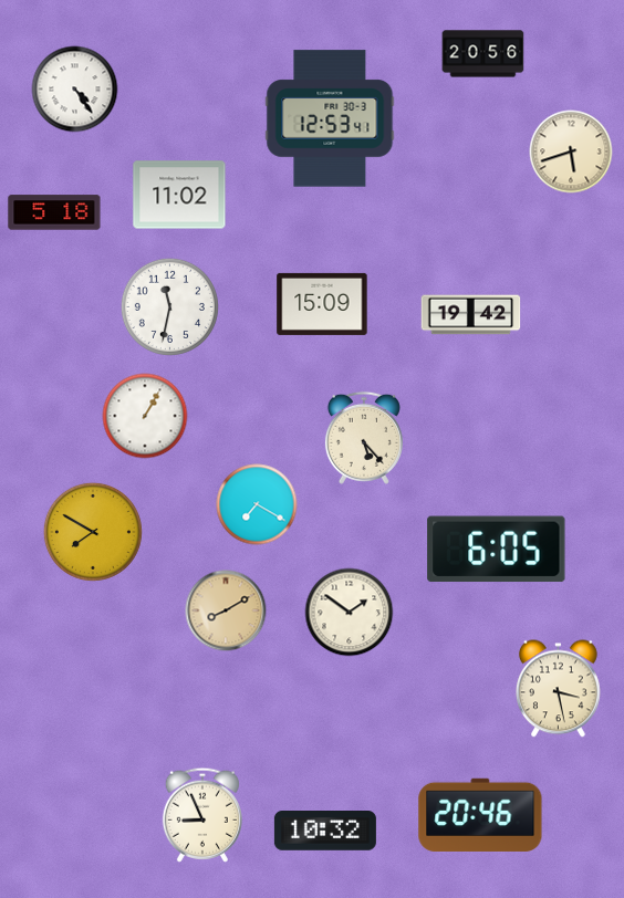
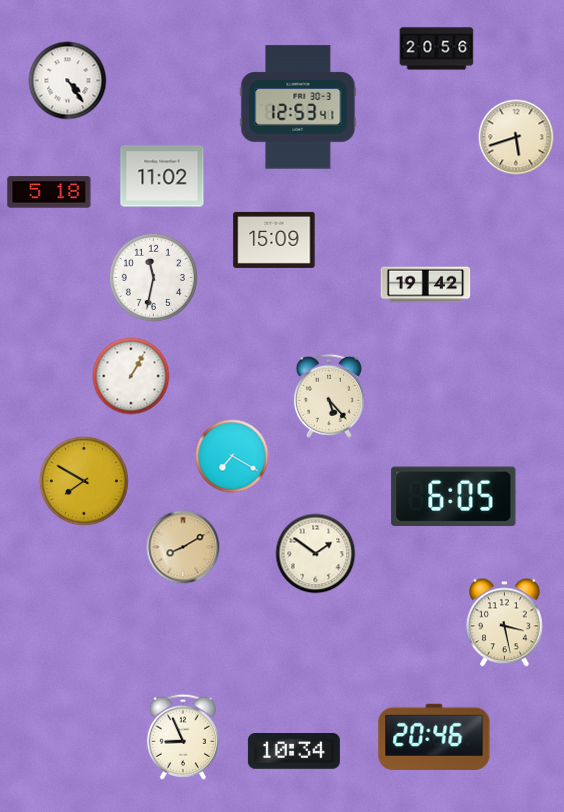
clock at (322, 304) position: (322, 304) -> (274, 240)
clock at (497, 550) position: (497, 550) -> (454, 497)
clock at (226, 610) position: (226, 610) -> (183, 547)
clock at (325, 832): 10:32 -> 10:34
